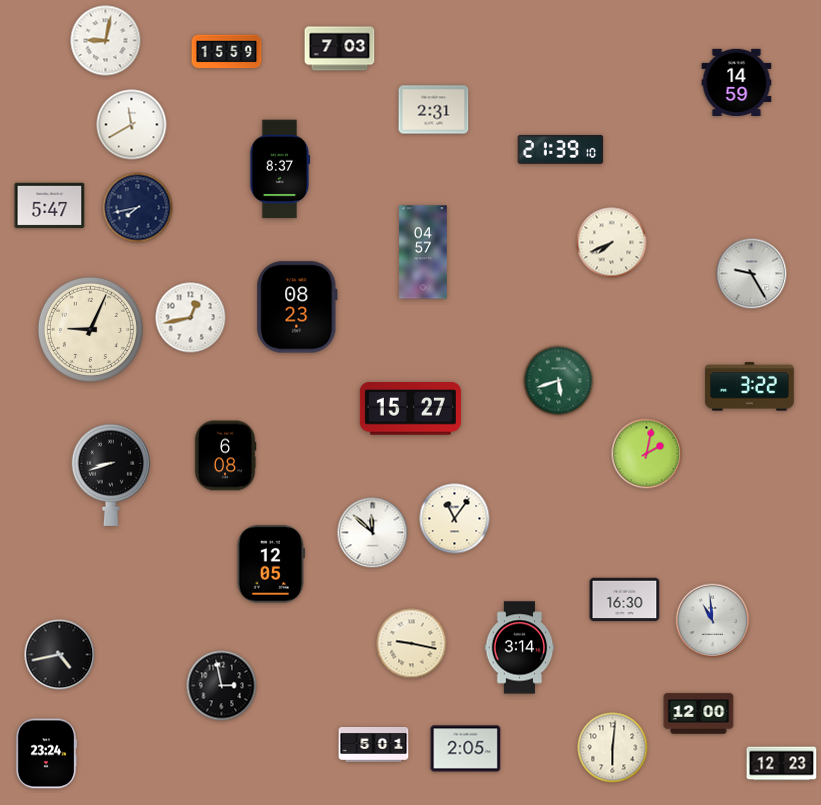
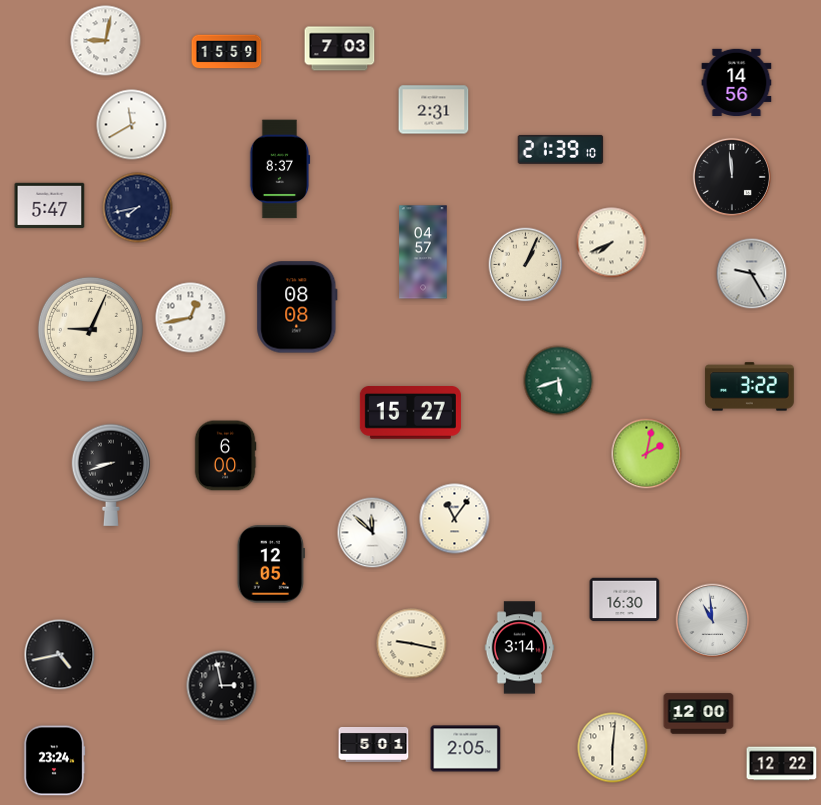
clock at (737, 82): 14:59 -> 14:56
clock at (732, 177): none -> 11:59
clock at (526, 265): none -> 1:04
clock at (297, 307): 08:23 -> 08:08
clock at (410, 409) position: (410, 409) -> (410, 413)
clock at (225, 456): 6:08 -> 6:00
clock at (46, 754) position: (46, 754) -> (54, 761)
clock at (782, 764): 12:23 -> 12:22
